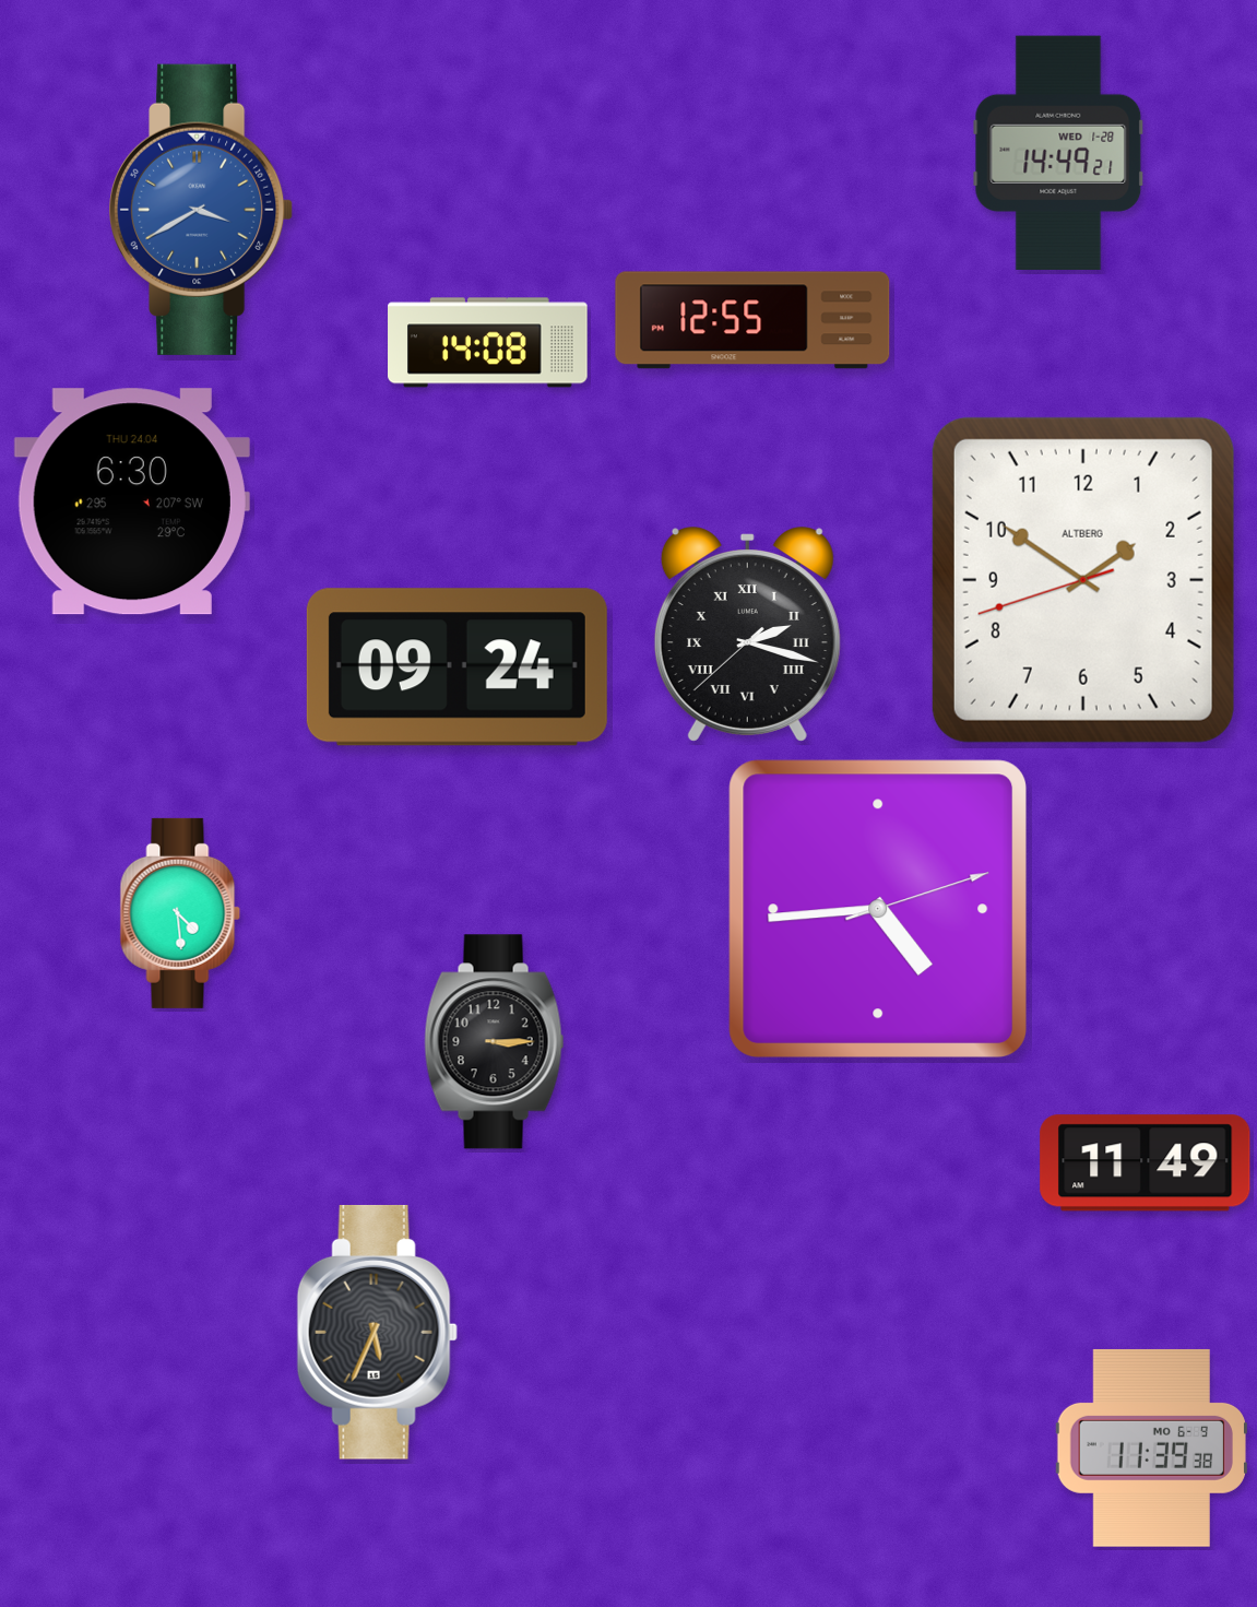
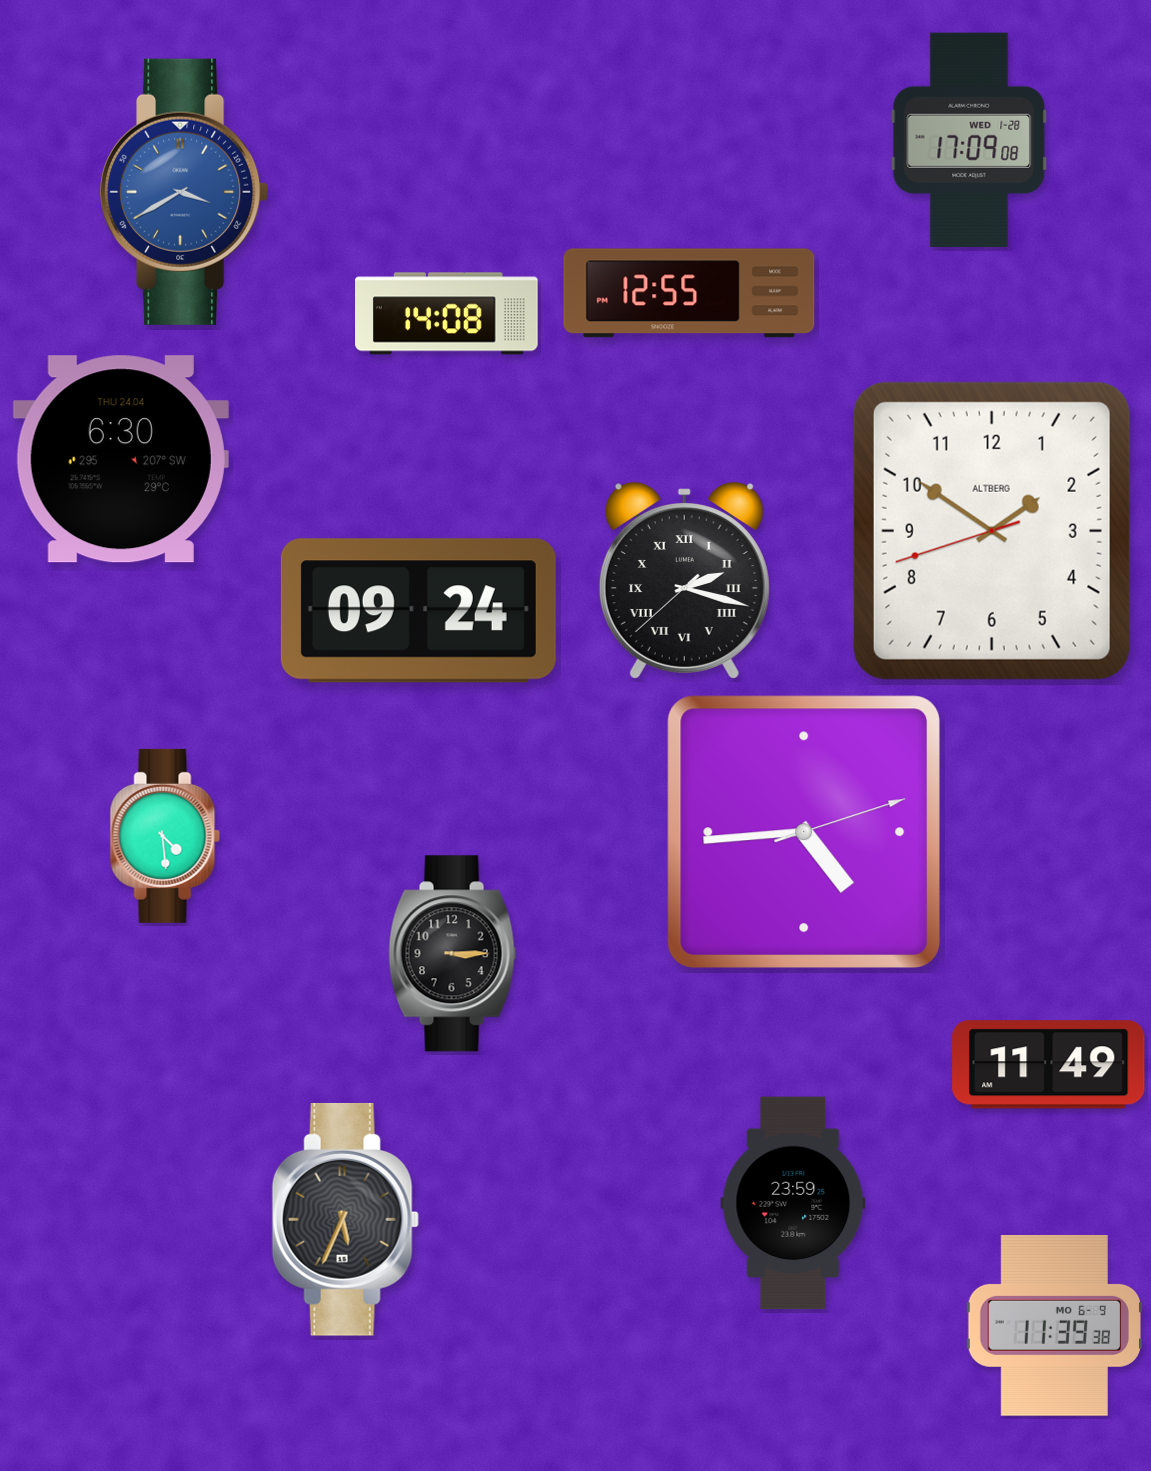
clock at (1058, 153): 14:49 -> 17:09
clock at (793, 1203): none -> 23:59
